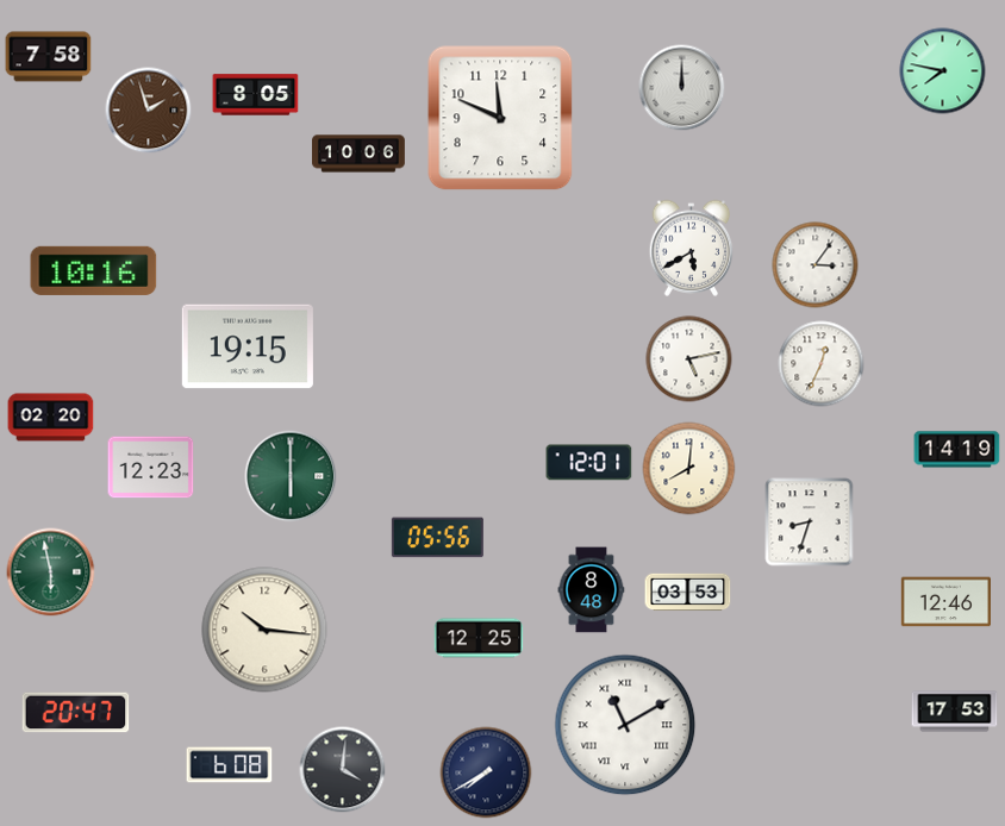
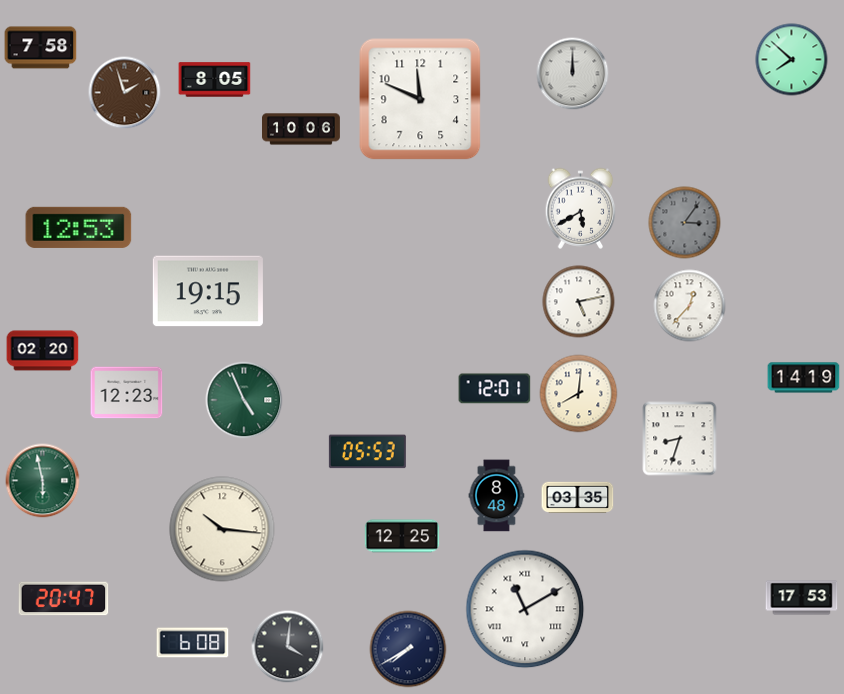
clock at (943, 71): 7:47 -> 7:52
clock at (816, 265) dial: white -> grey
clock at (94, 270): 10:16 -> 12:53
clock at (822, 364): 12:34 -> 12:37
clock at (291, 476): 6:00 -> 4:56
clock at (437, 538): 05:56 -> 05:53
clock at (688, 593): 03:53 -> 03:35
clock at (945, 602): 12:46 -> none
